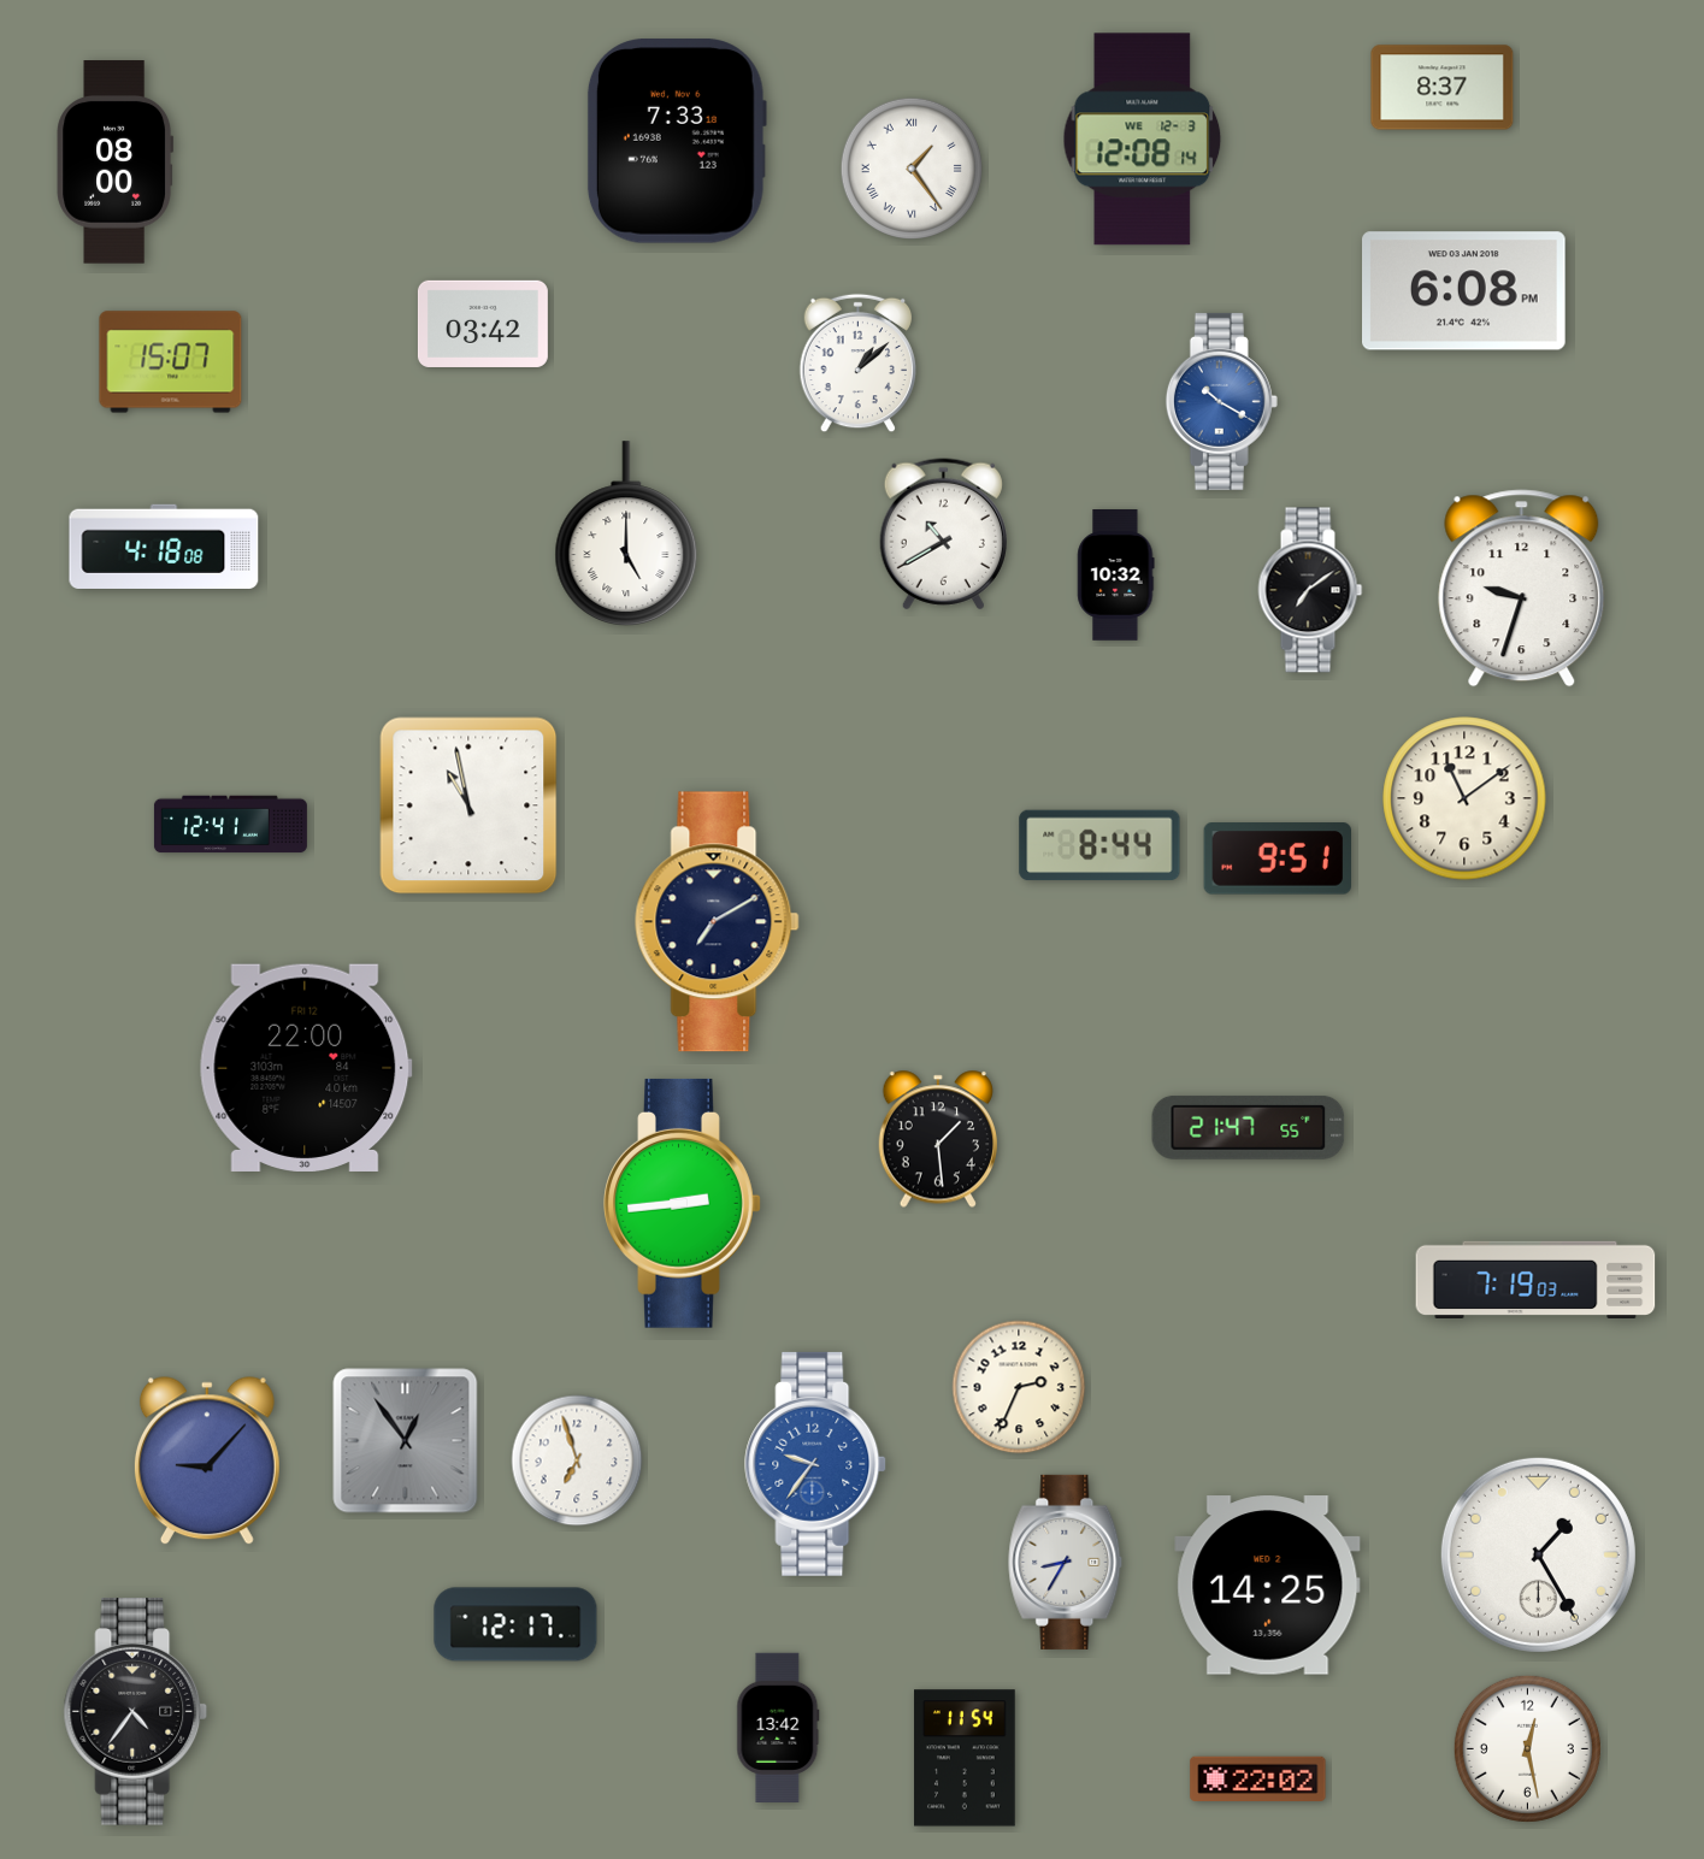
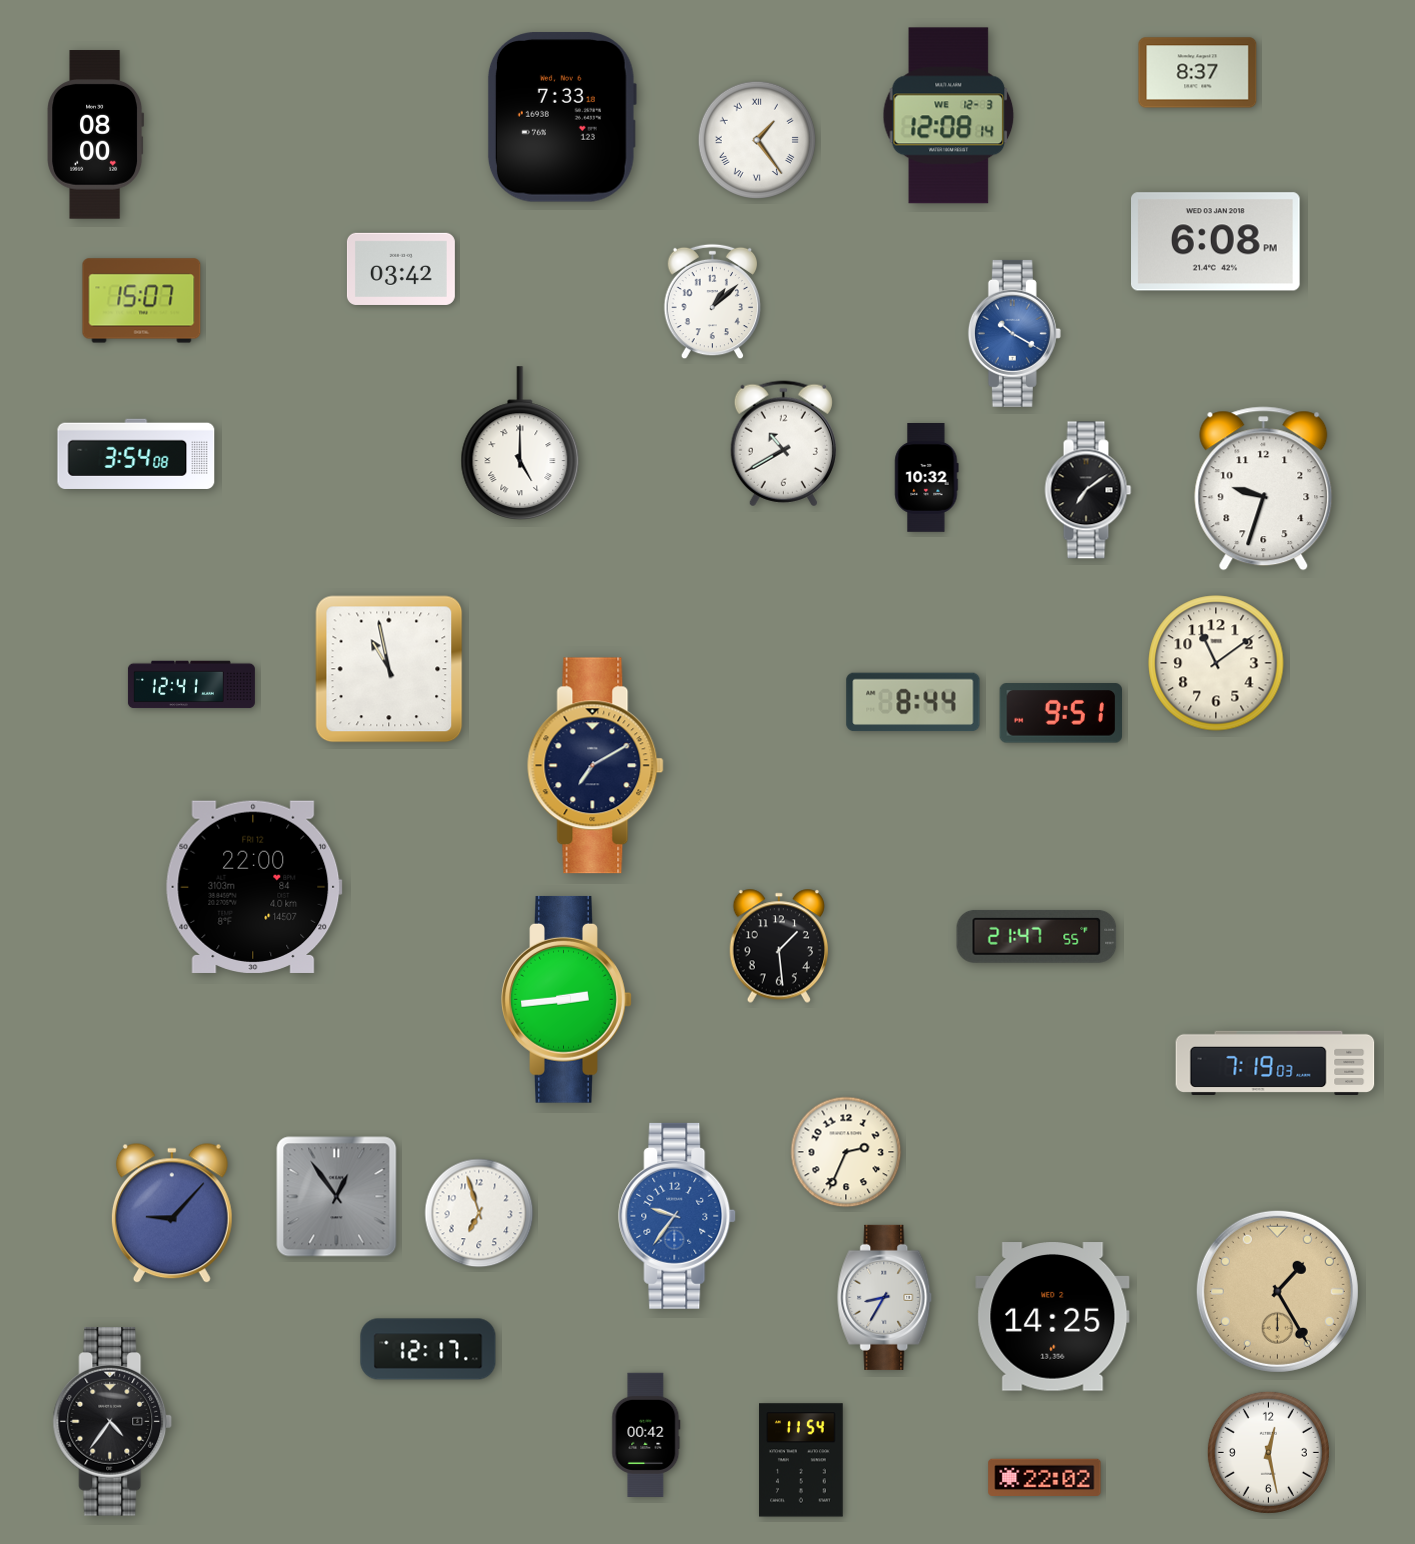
clock at (164, 547): 4:18 -> 3:54
clock at (1538, 1554) dial: white -> champagne
clock at (778, 1727): 13:42 -> 00:42
